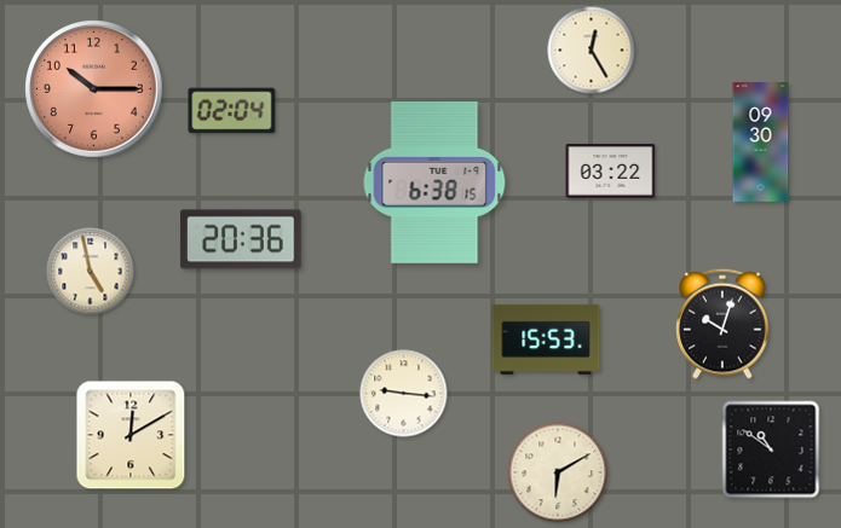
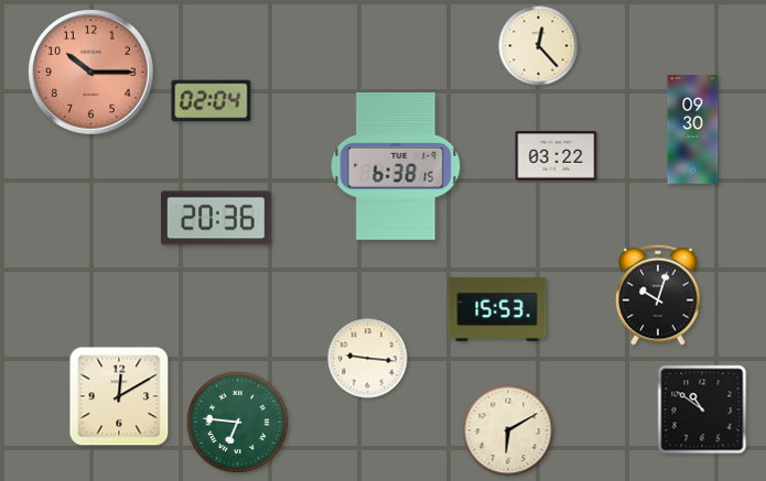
clock at (592, 51): 12:25 -> 12:23
clock at (94, 89) position: (94, 89) -> (91, 73)
clock at (241, 239) position: (241, 239) -> (216, 218)
clock at (91, 272): 4:58 -> none
clock at (238, 423): none -> 6:46
